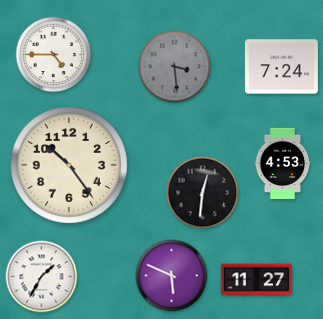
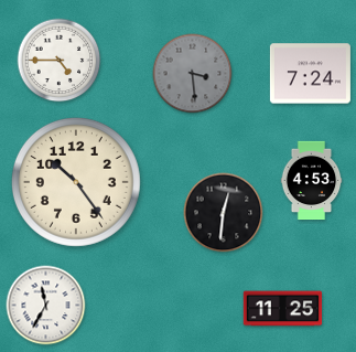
clock at (172, 276): 5:49 -> none
clock at (42, 277): 1:35 -> 11:35
clock at (257, 280): 11:27 -> 11:25
